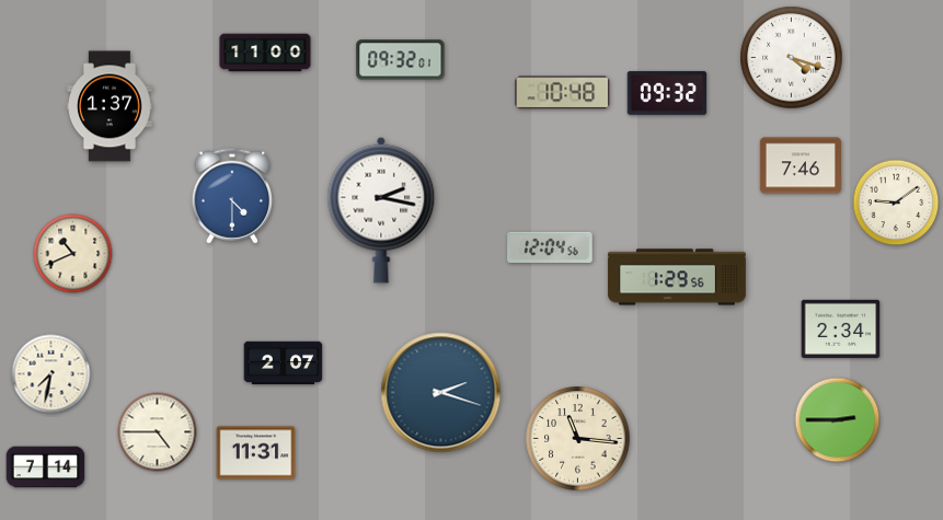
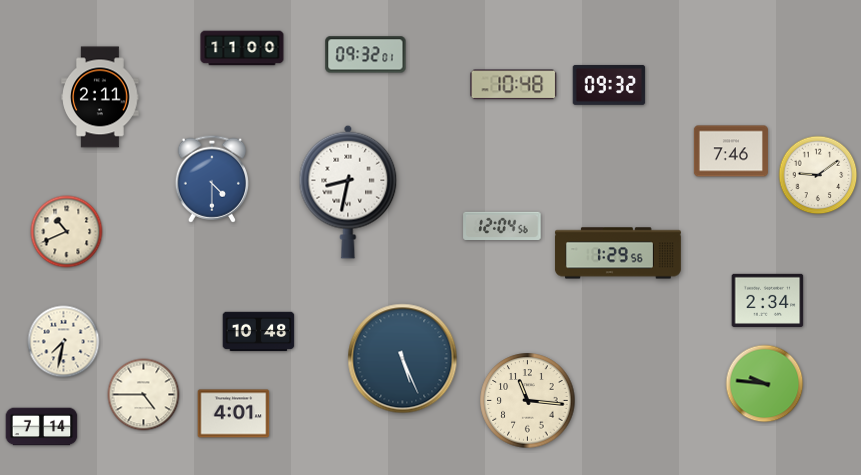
clock at (792, 58): 4:18 -> none
clock at (110, 106): 1:37 -> 2:11
clock at (896, 203) position: (896, 203) -> (818, 175)
clock at (381, 210): 2:17 -> 8:32
clock at (284, 363): 2:07 -> 10:48
clock at (51, 374) position: (51, 374) -> (64, 342)
clock at (441, 393): 2:18 -> 5:26
clock at (838, 420): 2:45 -> 9:46
clock at (256, 453): 11:31 -> 4:01
